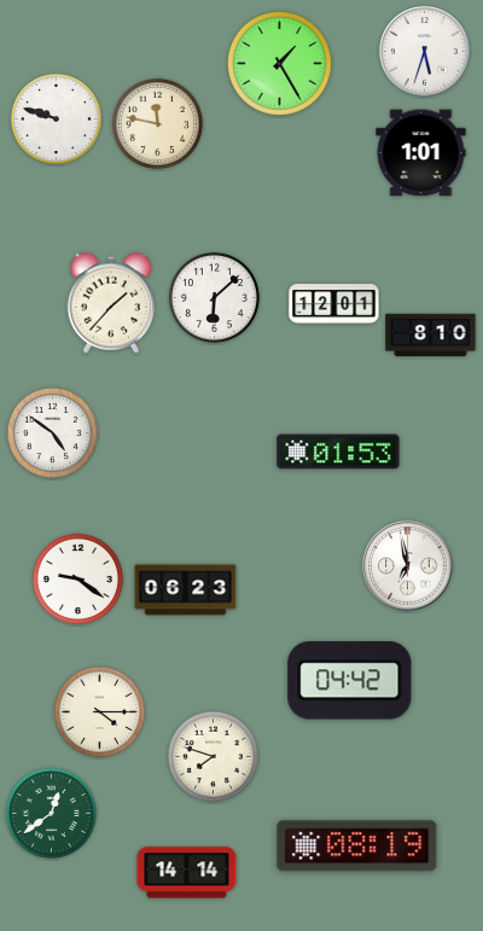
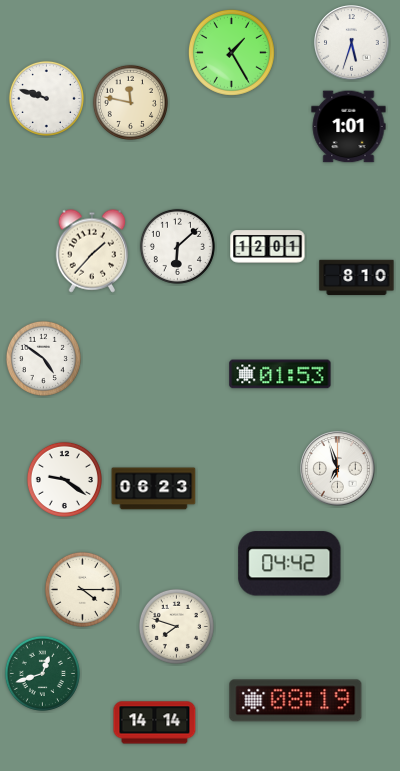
clock at (334, 304) position: (334, 304) -> (268, 247)
clock at (408, 566): 6:58 -> 6:57
clock at (51, 813): 12:39 -> 12:42
